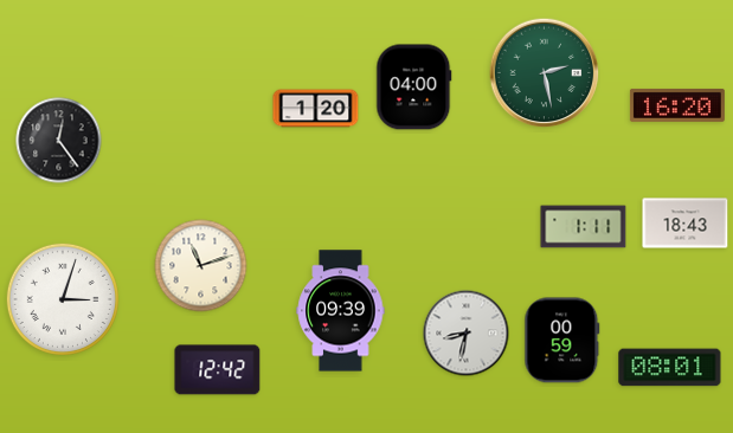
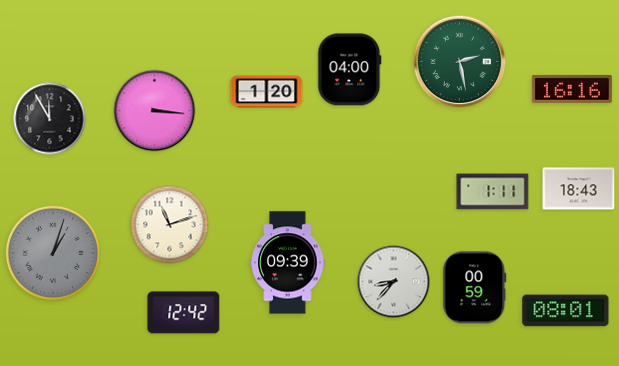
clock at (414, 88) position: (414, 88) -> (350, 70)
clock at (677, 105): 16:20 -> 16:16
clock at (155, 111): none -> 3:16
clock at (59, 141): 12:24 -> 11:55
clock at (63, 299): 3:03 -> 1:03
clock at (63, 299) dial: white -> grey
clock at (467, 334): 8:32 -> 8:37
